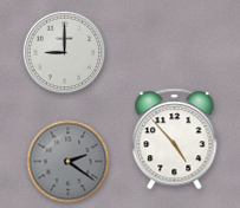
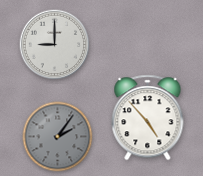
clock at (69, 162): 2:21 -> 2:06
